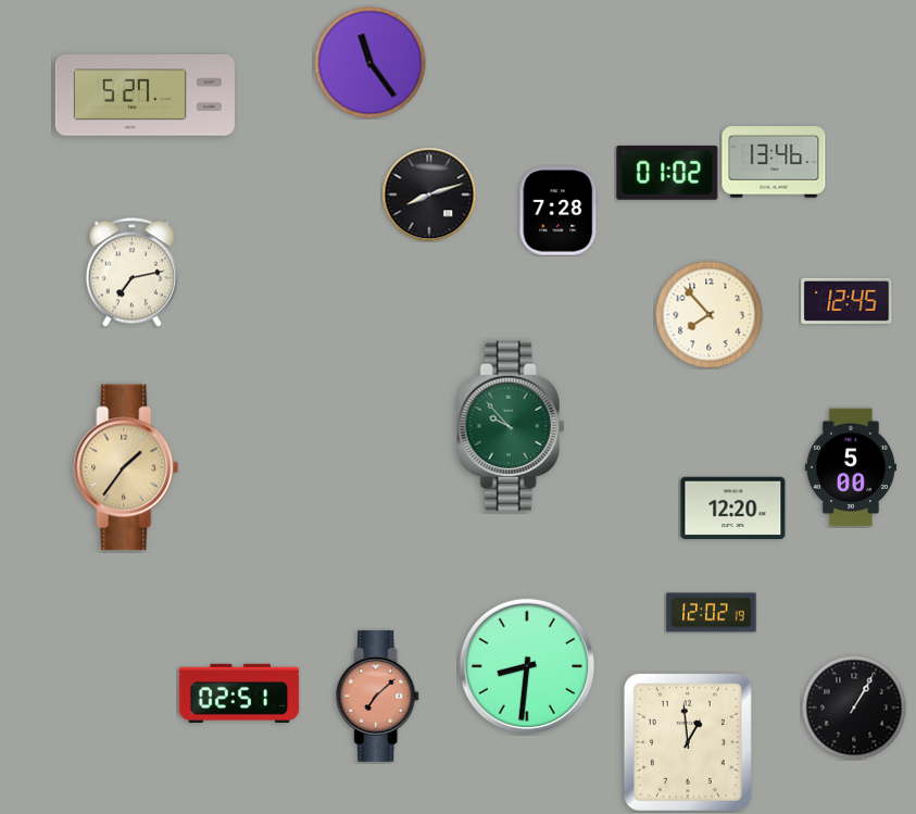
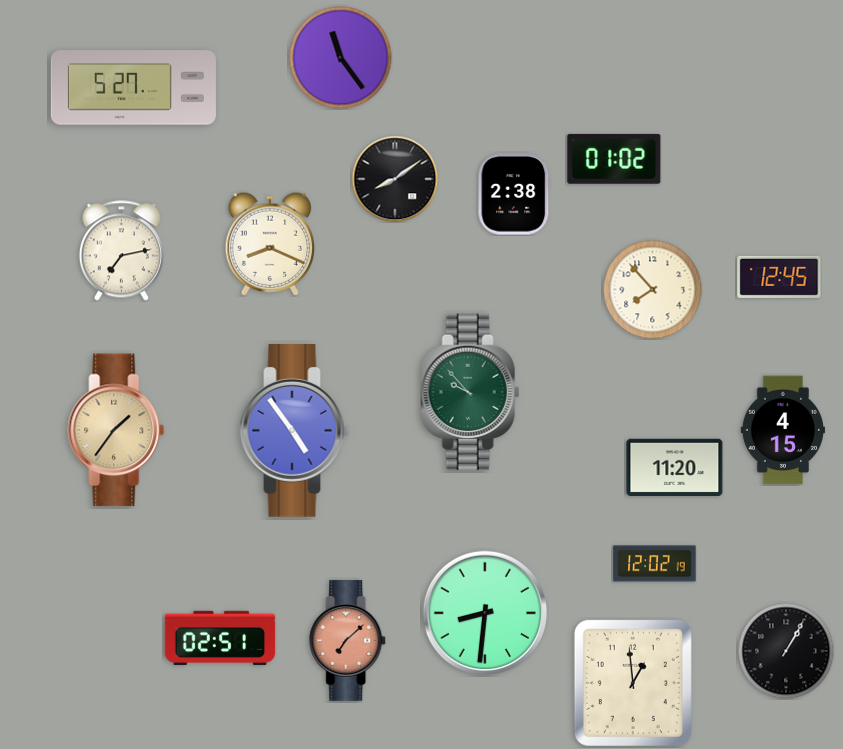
clock at (774, 162): 13:46 -> none
clock at (429, 195): 8:12 -> 8:09
clock at (559, 211): 7:28 -> 2:38
clock at (270, 244): none -> 8:19
clock at (295, 430): none -> 4:54
clock at (851, 467): 5:00 -> 4:15
clock at (733, 508): 12:20 -> 11:20
